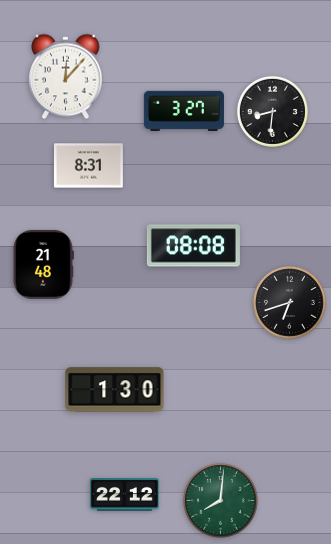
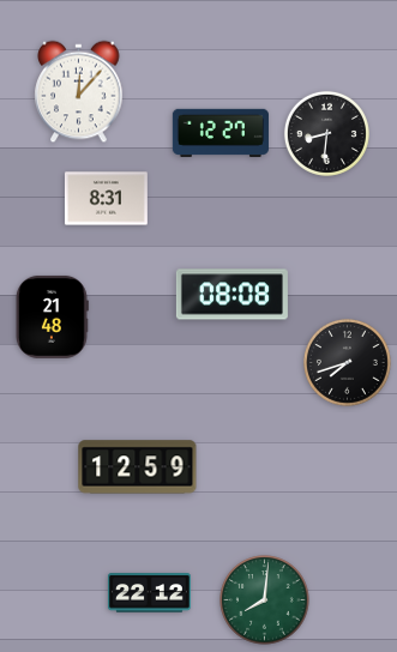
clock at (184, 111): 3:27 -> 12:27
clock at (290, 303): 6:42 -> 7:42
clock at (115, 390): 1:30 -> 12:59
